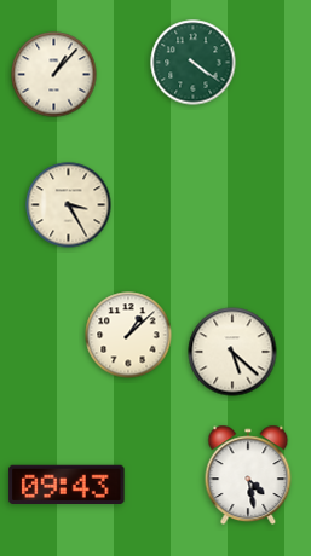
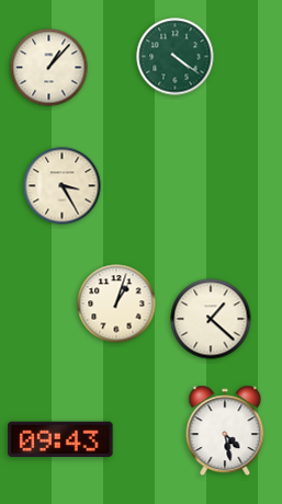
clock at (128, 335): 1:08 -> 1:03
clock at (232, 352): 5:22 -> 1:22
